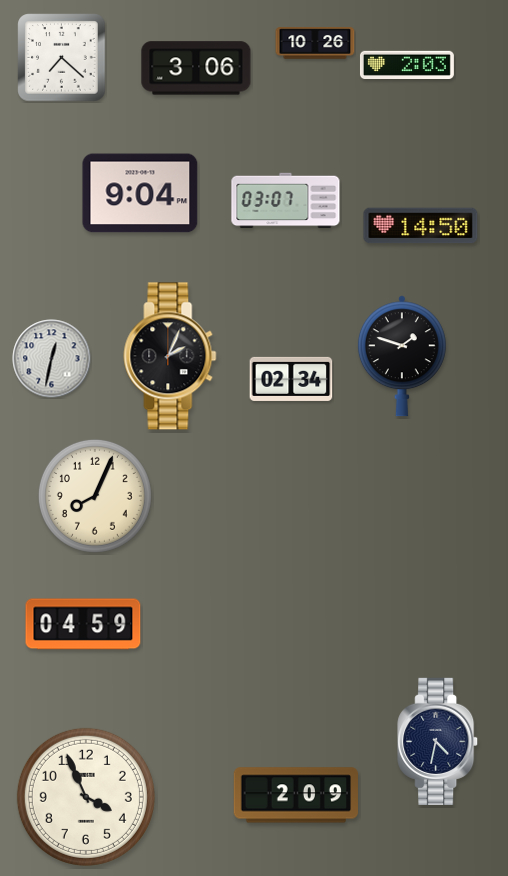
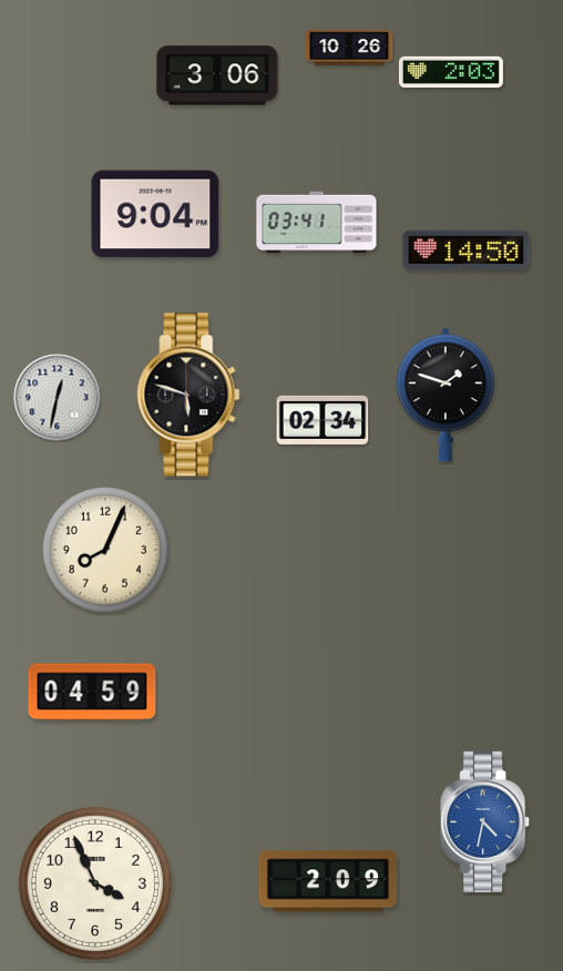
clock at (62, 58): 7:22 -> none
clock at (286, 201): 03:07 -> 03:41
clock at (170, 356): 2:04 -> 5:48
clock at (438, 741) dial: navy -> blue
